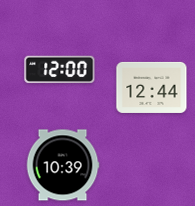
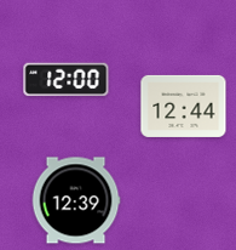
clock at (60, 70) position: (60, 70) -> (67, 80)
clock at (63, 165): 10:39 -> 12:39
